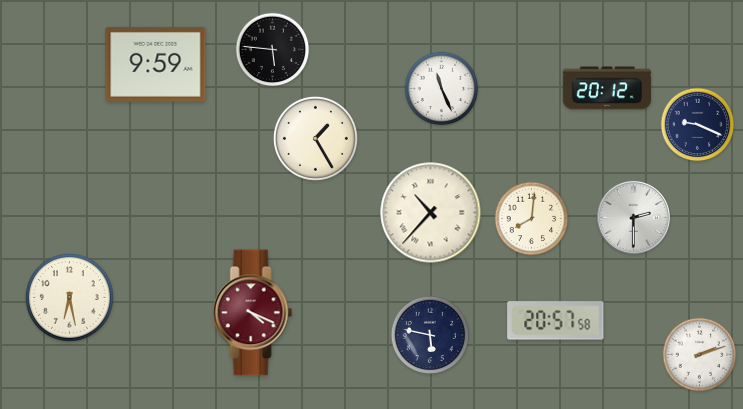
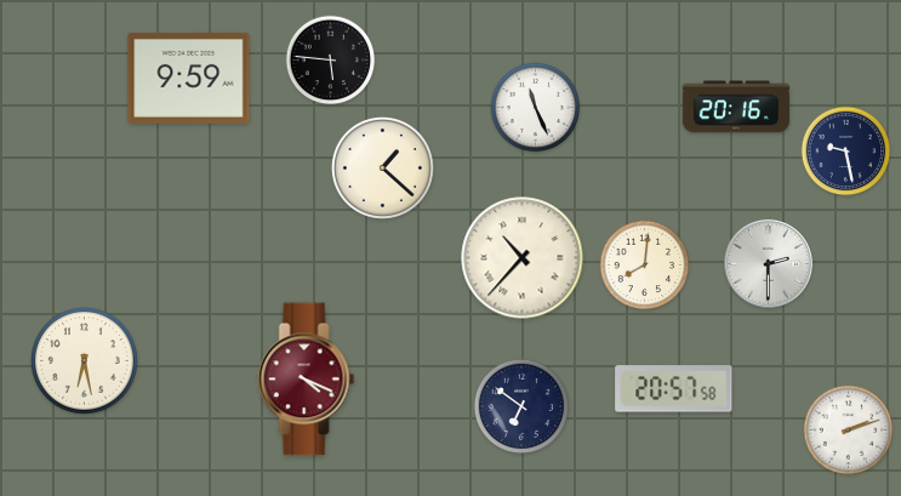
clock at (607, 88): 20:12 -> 20:16
clock at (698, 125): 9:19 -> 9:28
clock at (315, 138): 1:25 -> 1:22
clock at (429, 334): 5:47 -> 6:51
